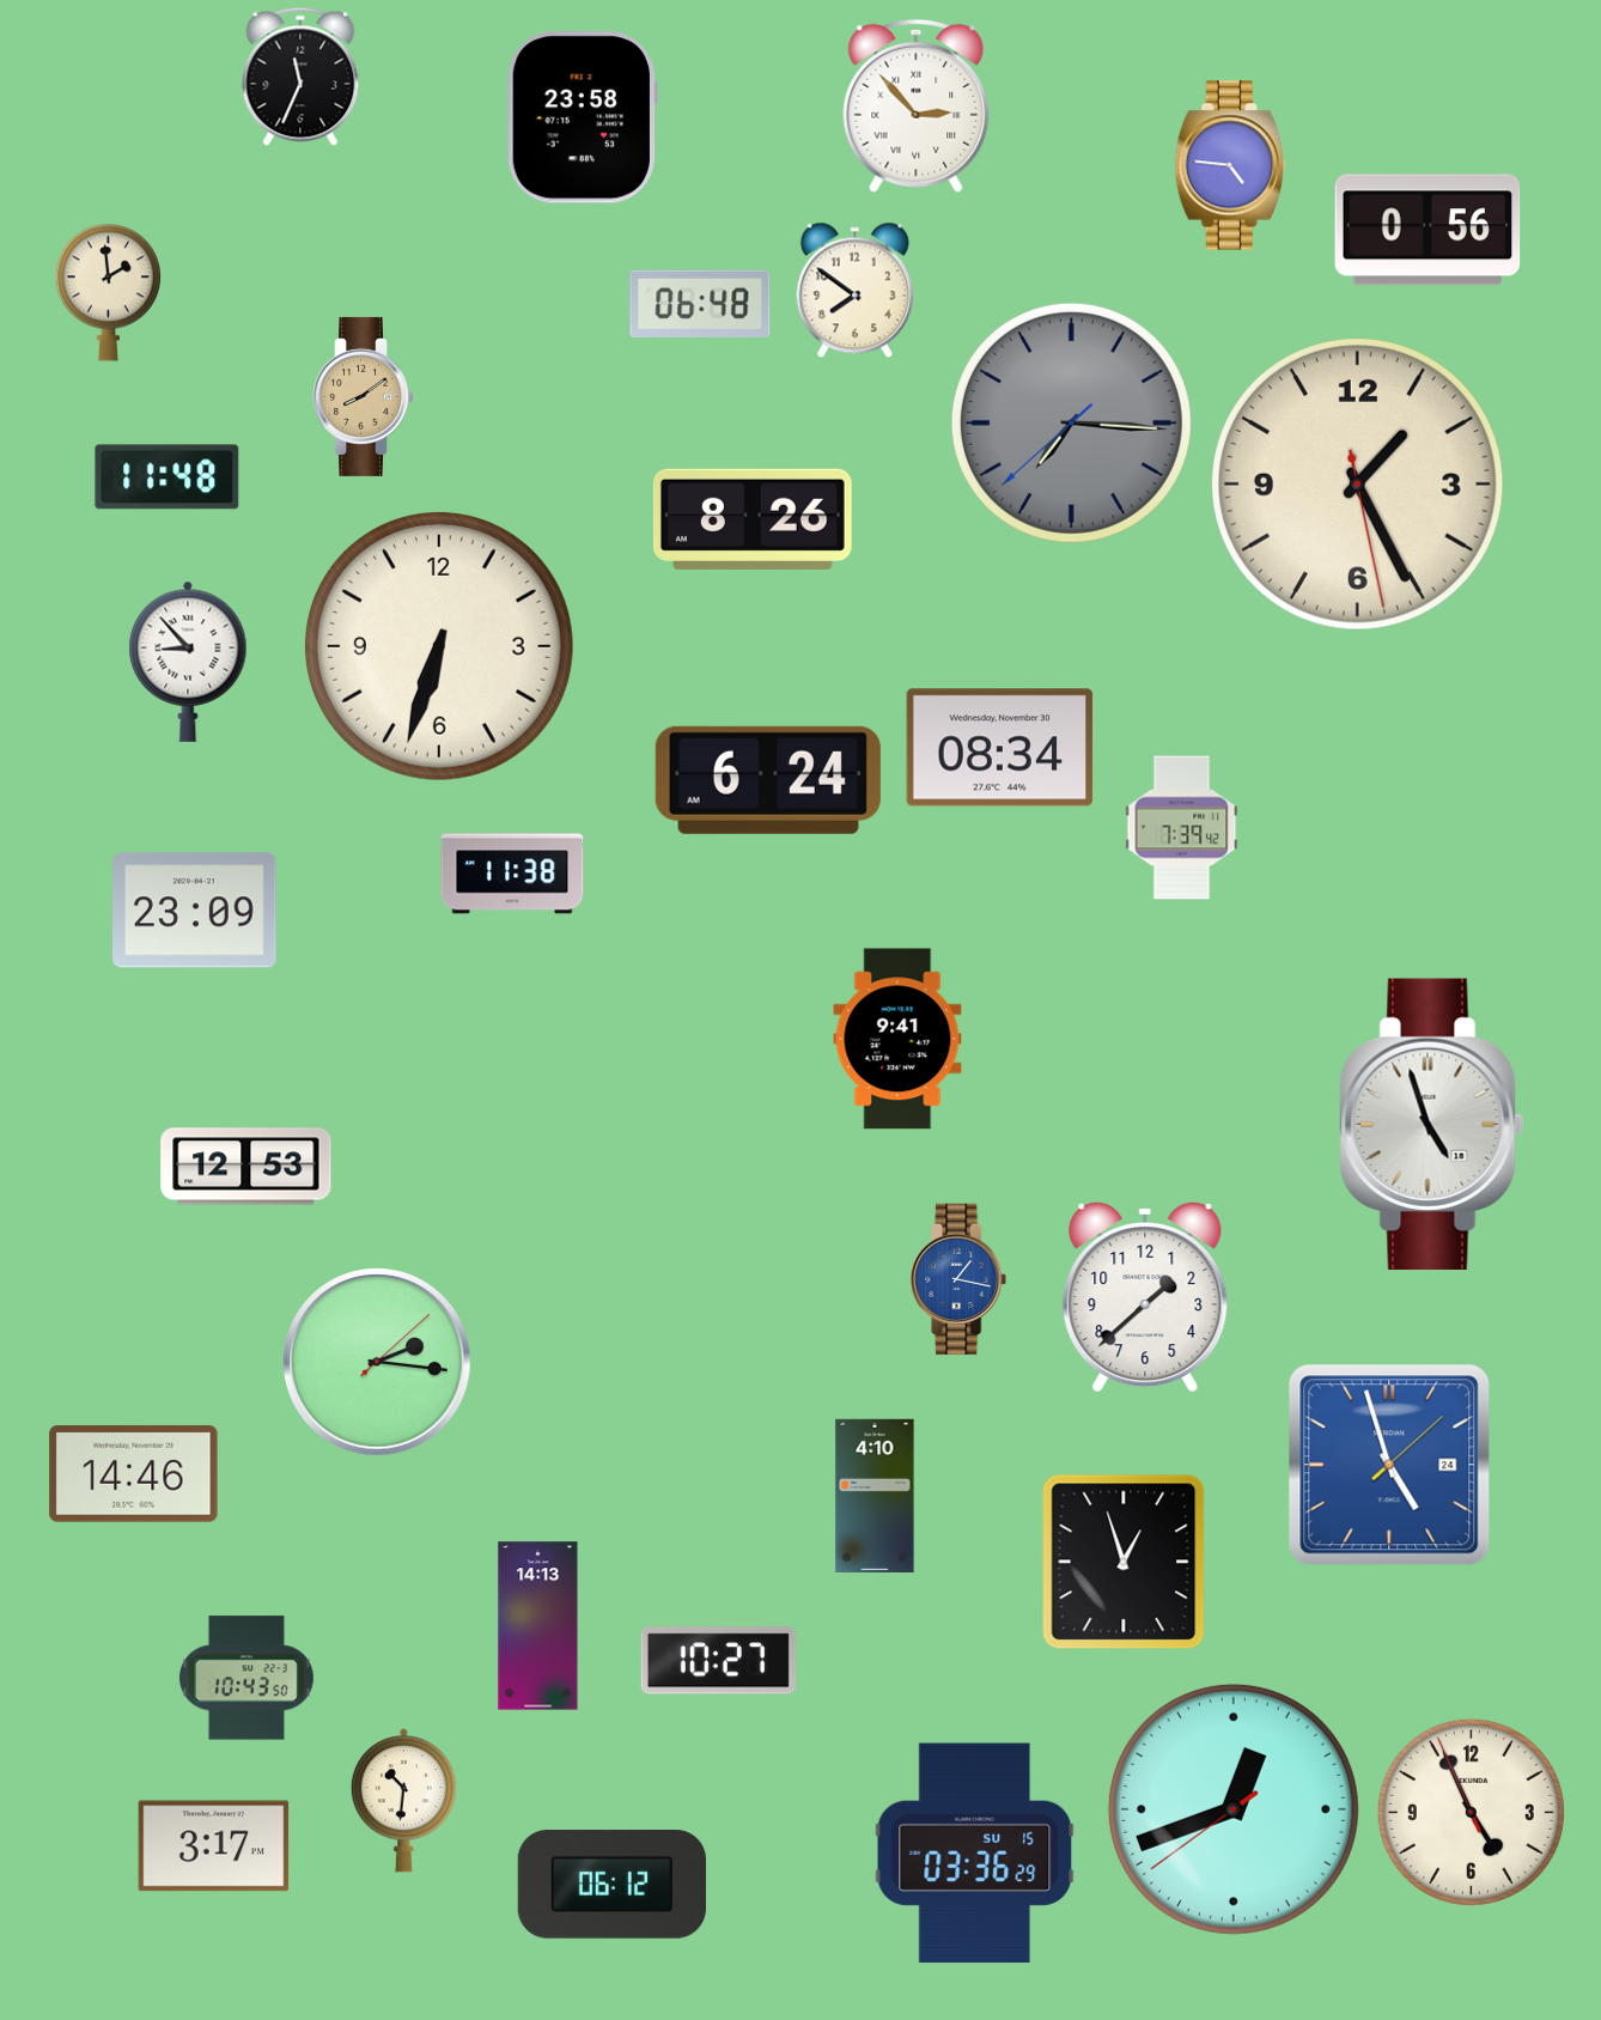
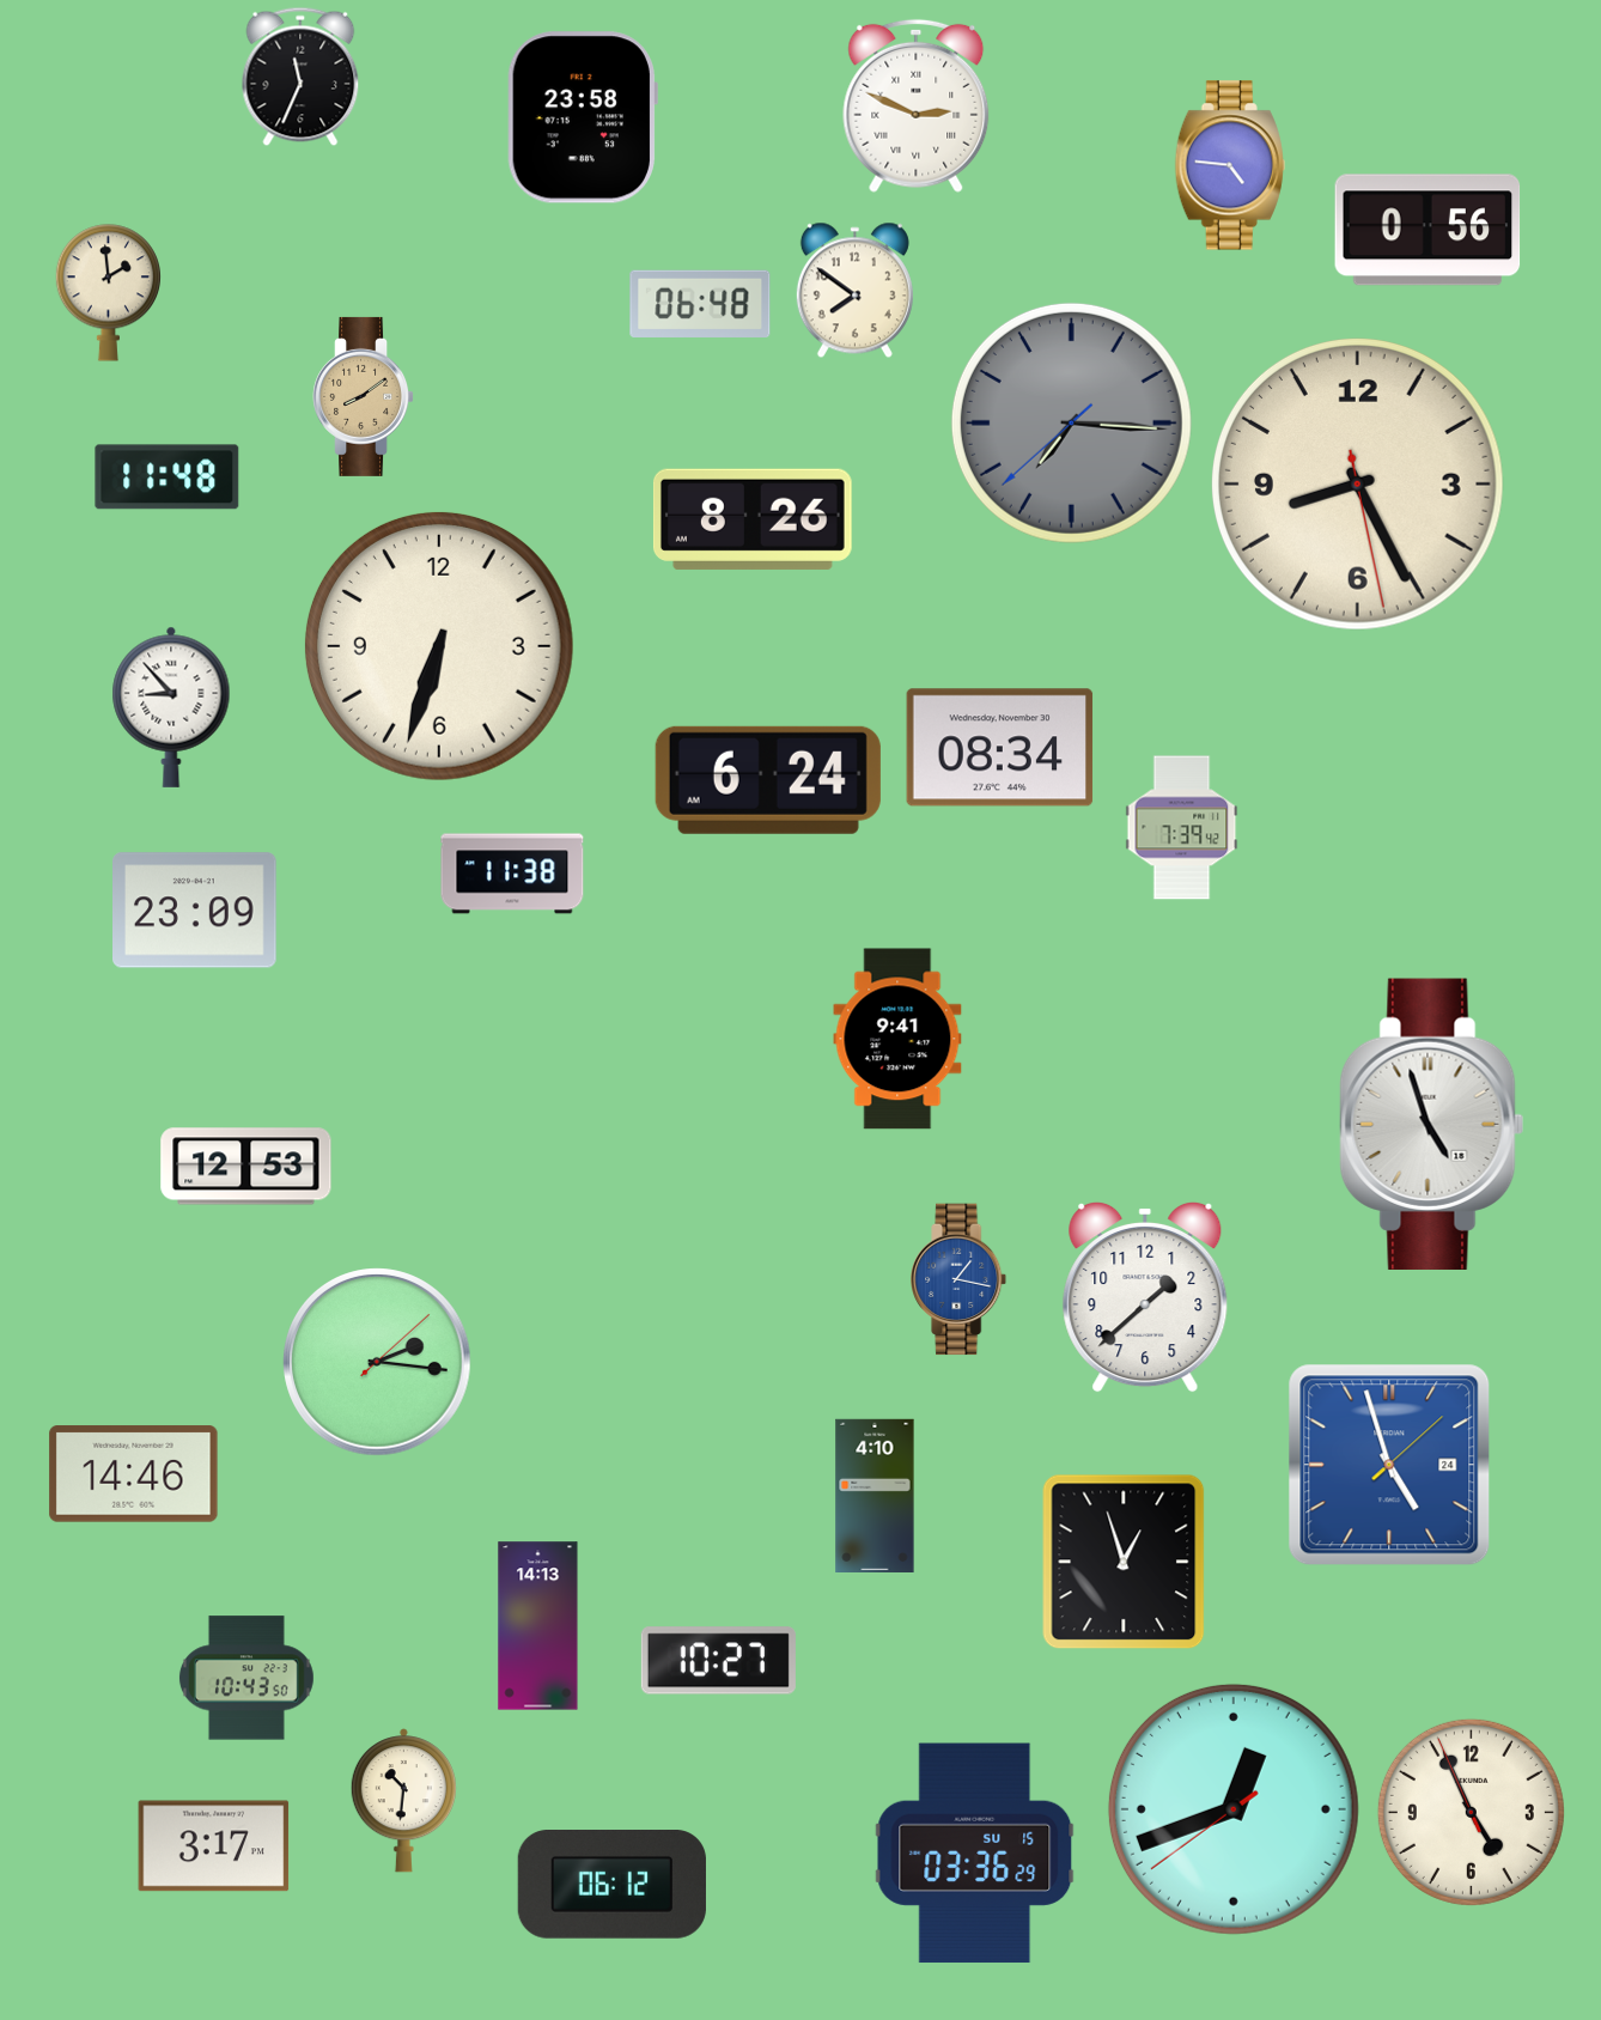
clock at (917, 105): 2:53 -> 2:49
clock at (1357, 483): 1:25 -> 8:25
clock at (188, 662) position: (188, 662) -> (171, 707)
